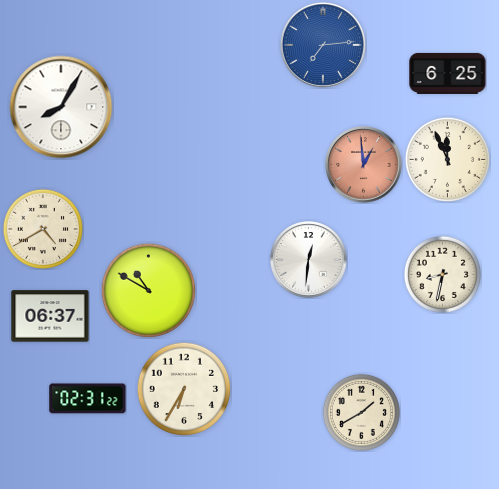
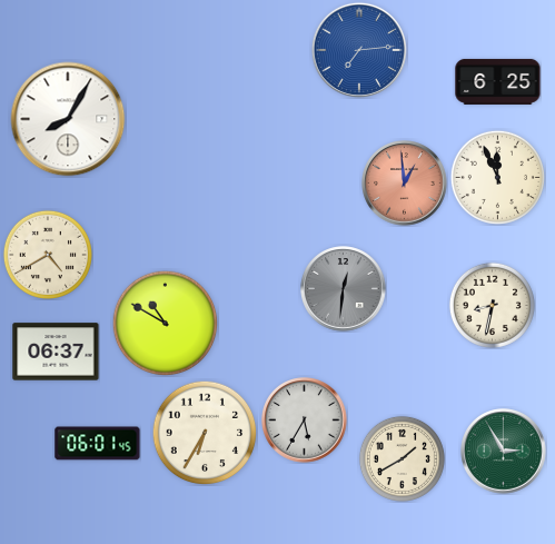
clock at (309, 260) dial: white -> grey
clock at (305, 421): none -> 5:35
clock at (88, 399): 02:31 -> 06:01
clock at (504, 452): none -> 2:55
